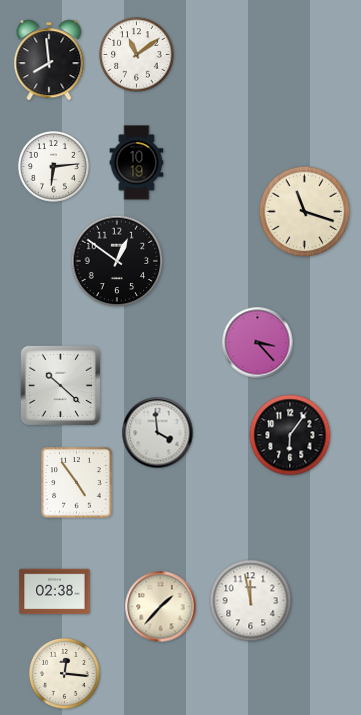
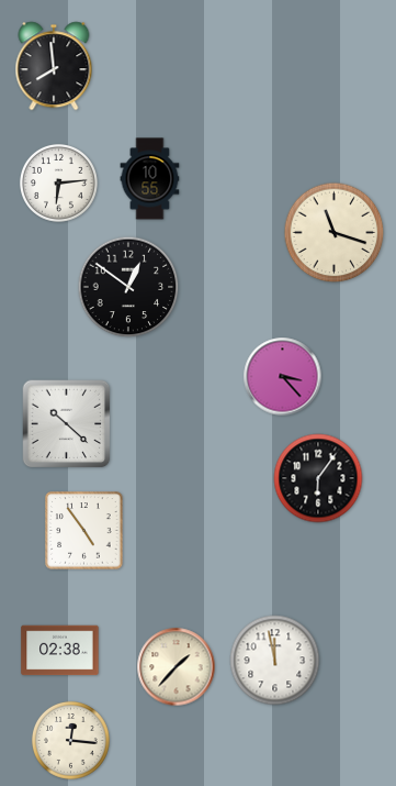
clock at (137, 55): 11:09 -> none
clock at (137, 163): 10:19 -> 10:55
clock at (158, 433): 3:59 -> none
